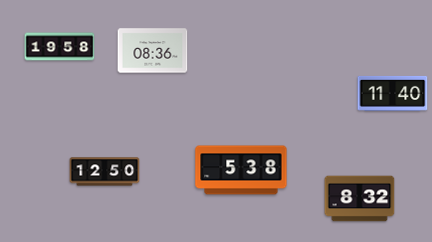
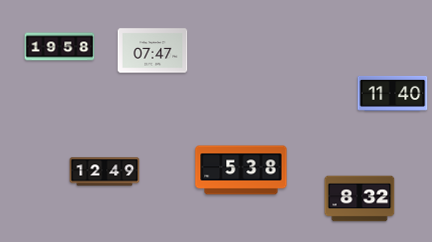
clock at (153, 51): 08:36 -> 07:47
clock at (105, 172): 12:50 -> 12:49
